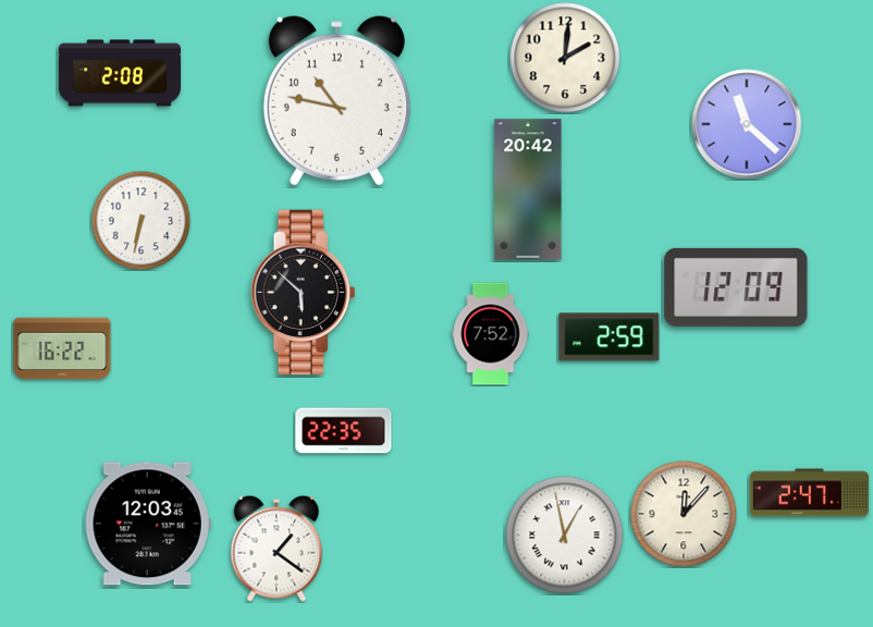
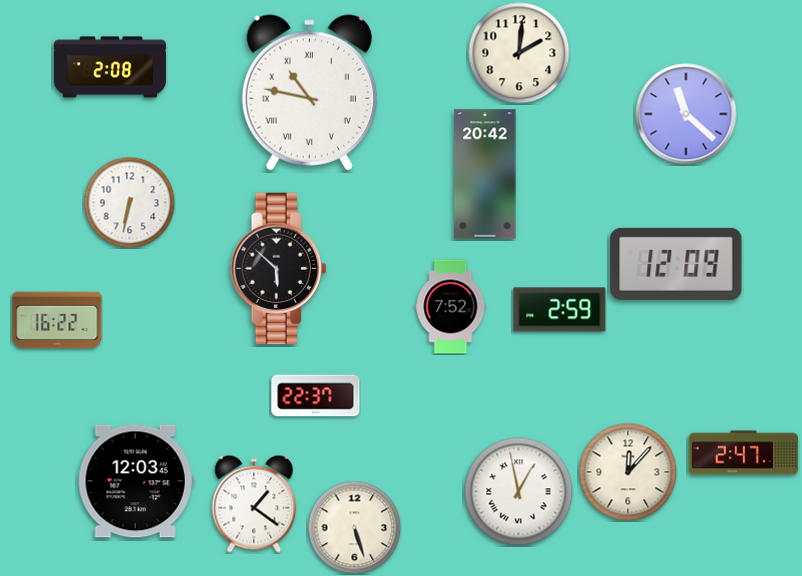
clock at (336, 101) numerals: Arabic -> Roman
clock at (344, 431): 22:35 -> 22:37
clock at (354, 527): none -> 5:27
